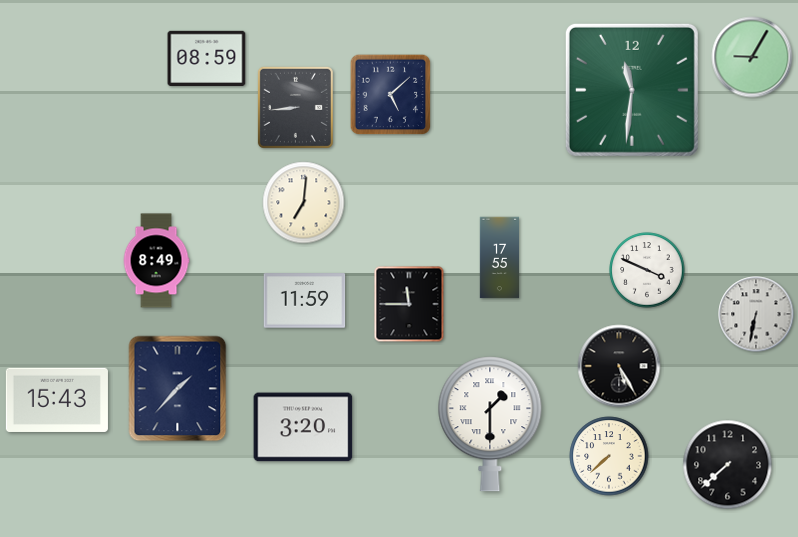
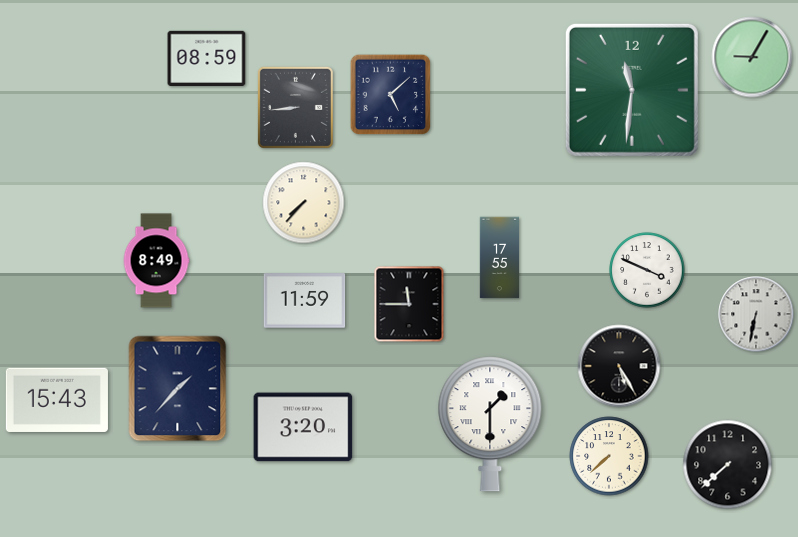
clock at (304, 203): 7:01 -> 7:37
